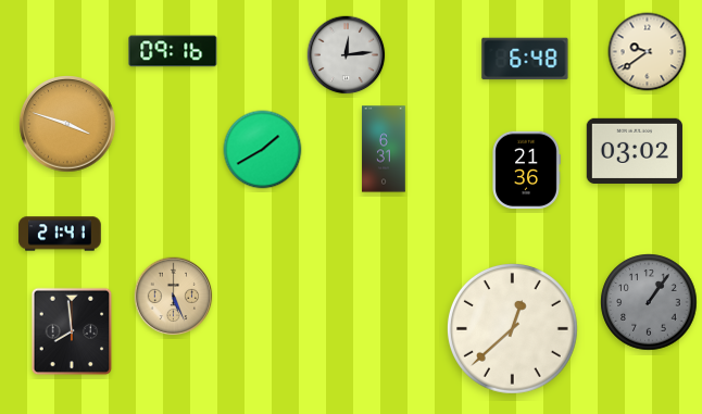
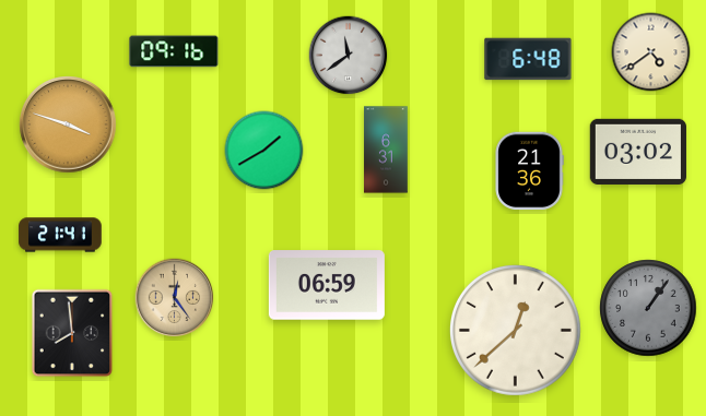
clock at (648, 52): 9:39 -> 4:39
clock at (347, 55): 12:14 -> 11:39
clock at (327, 285): none -> 06:59
clock at (174, 297): 5:26 -> 12:24
clock at (649, 302) position: (649, 302) -> (648, 308)
